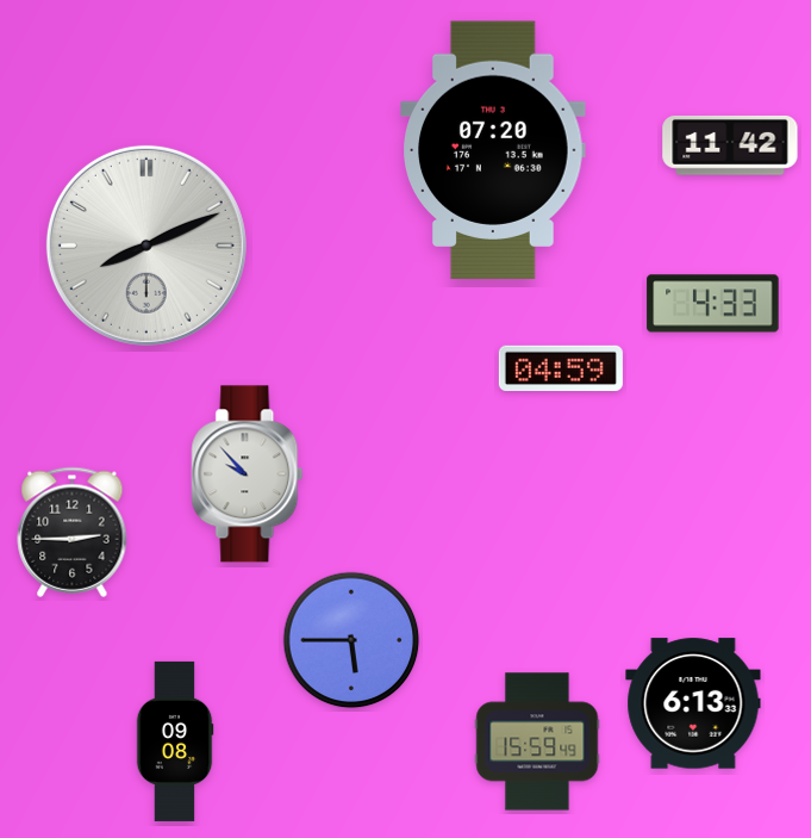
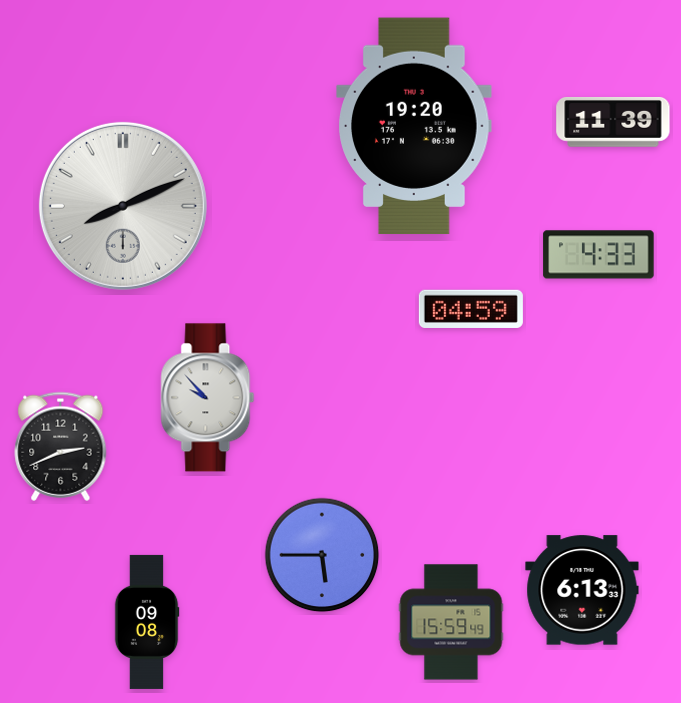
clock at (730, 145): 11:42 -> 11:39
clock at (493, 150): 07:20 -> 19:20
clock at (73, 532): 2:45 -> 2:41
clock at (351, 640) position: (351, 640) -> (322, 555)
